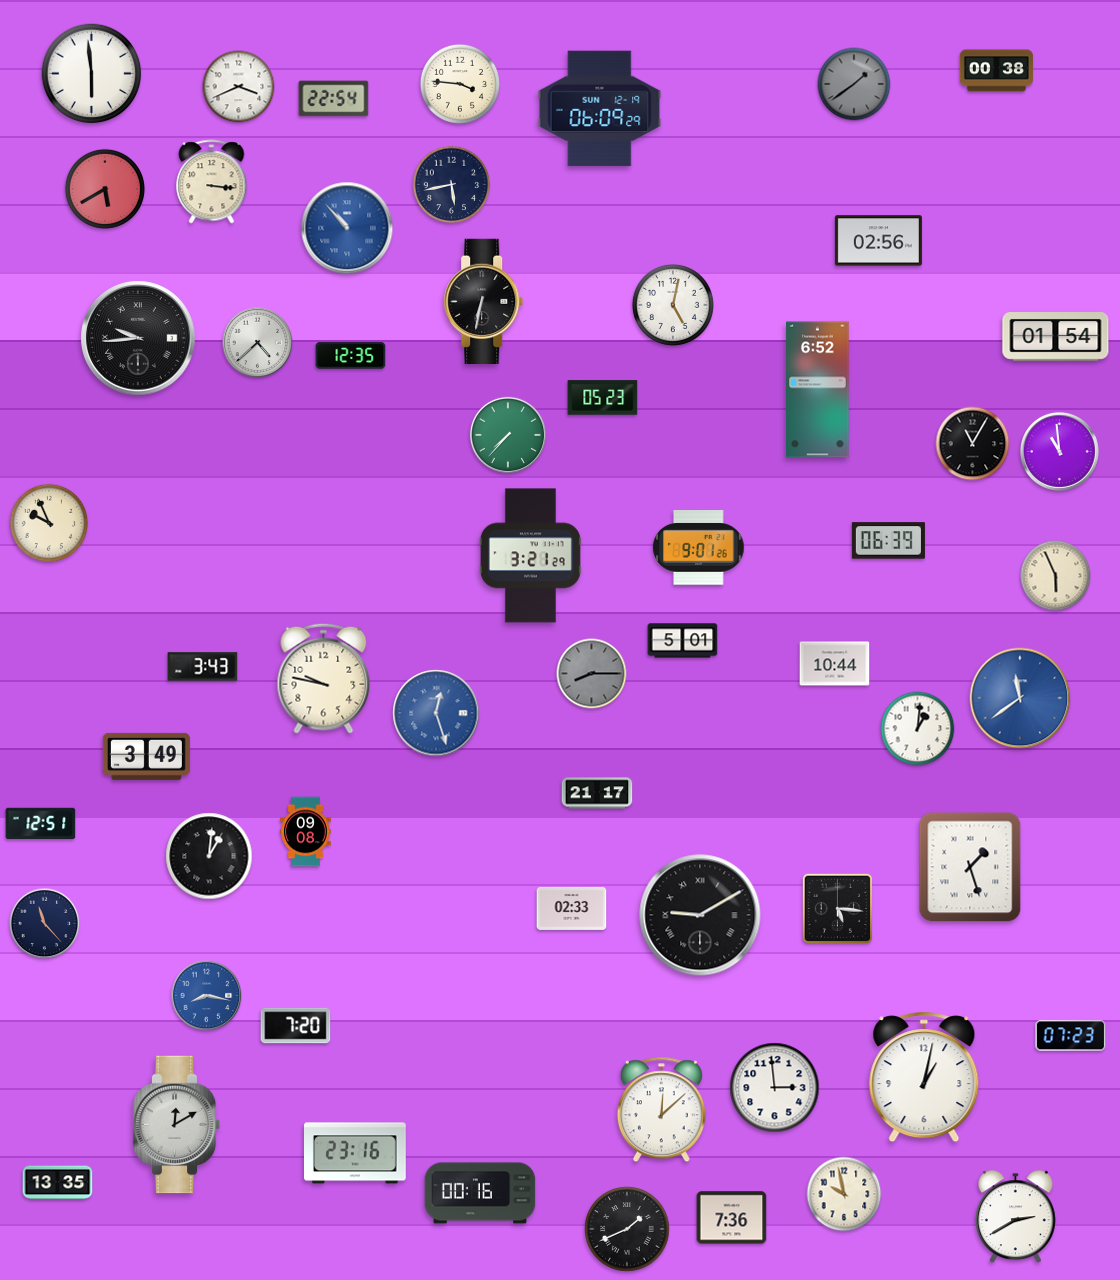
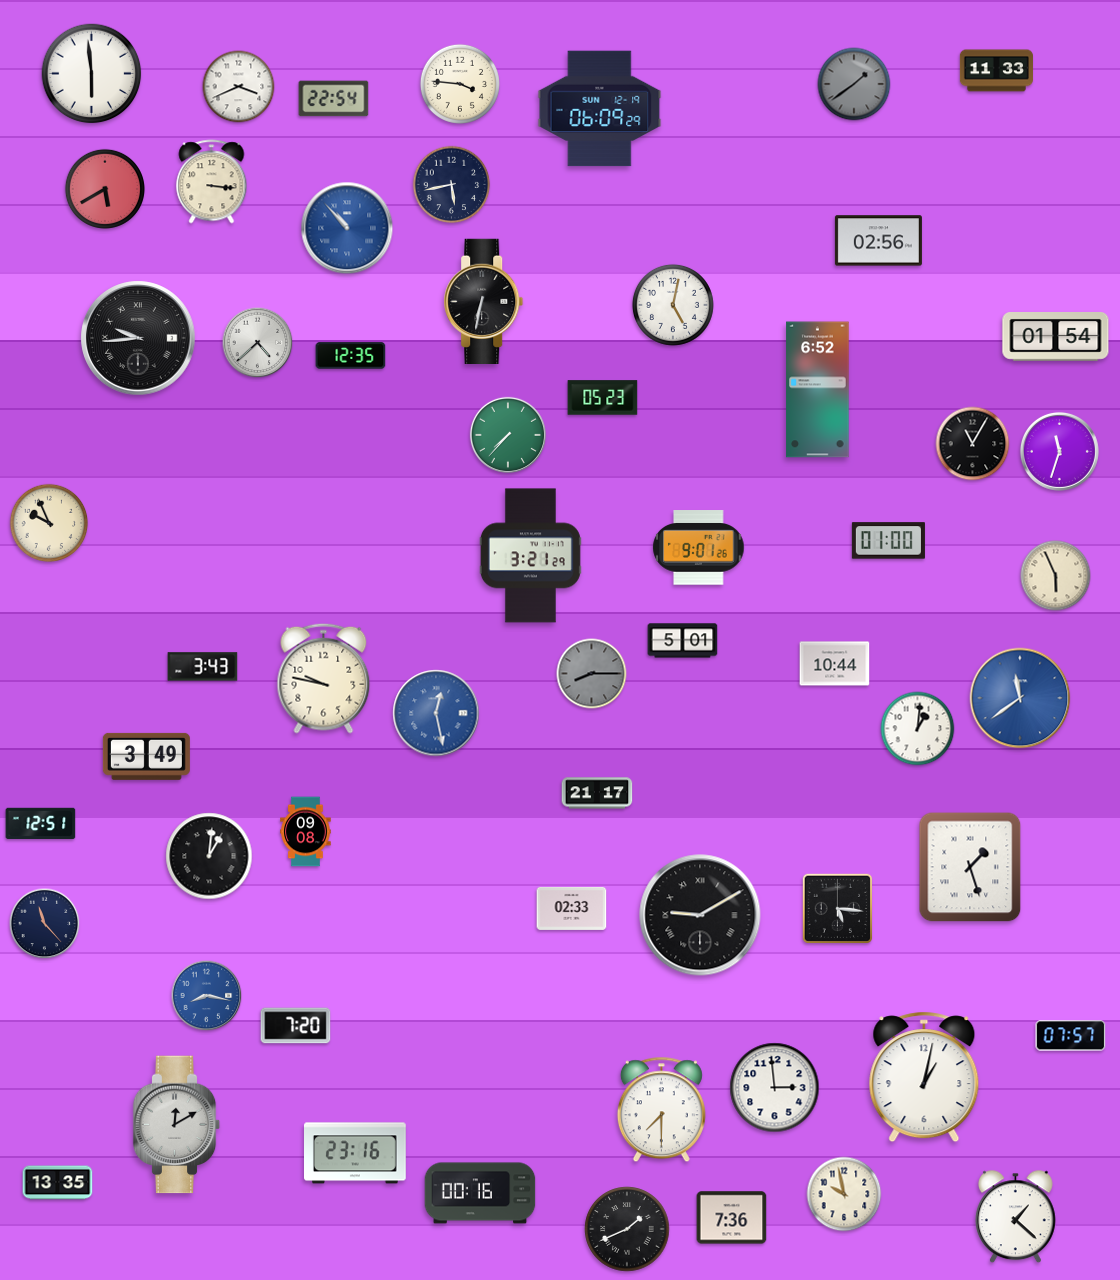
clock at (996, 71): 00:38 -> 11:33
clock at (1059, 451): 10:59 -> 11:33
clock at (888, 541): 06:39 -> 01:00
clock at (436, 713): 12:27 -> 12:28
clock at (1071, 1036): 07:23 -> 07:57
clock at (661, 1110): 12:08 -> 7:30
clock at (1015, 1217): 2:40 -> 1:22
